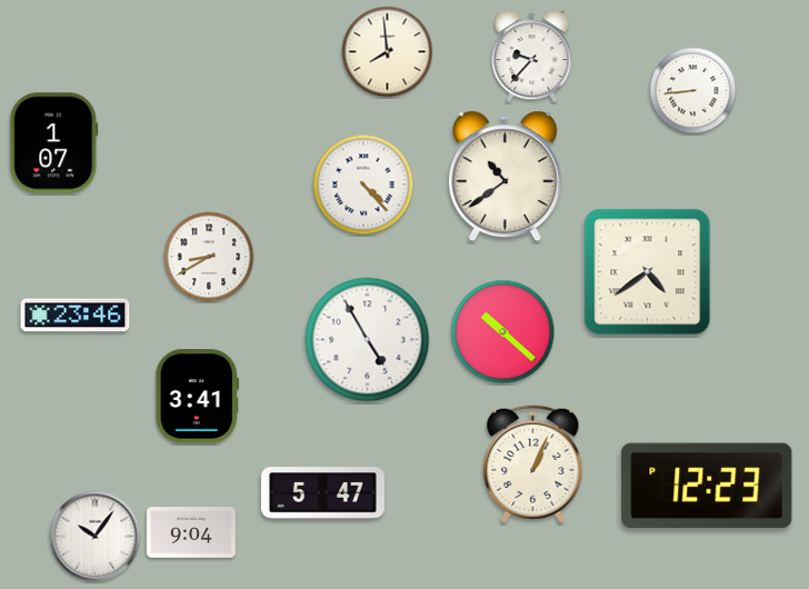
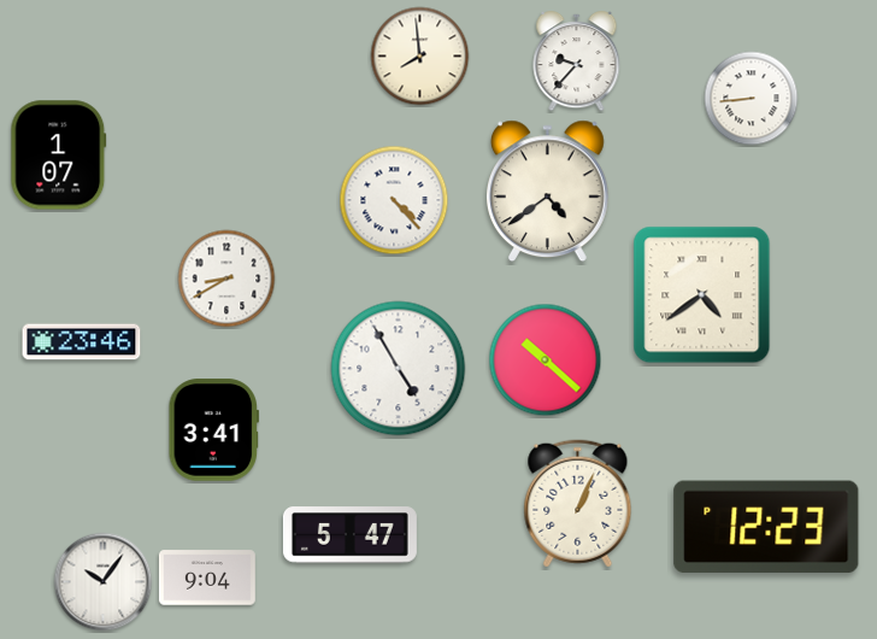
clock at (505, 177): 10:39 -> 4:39
